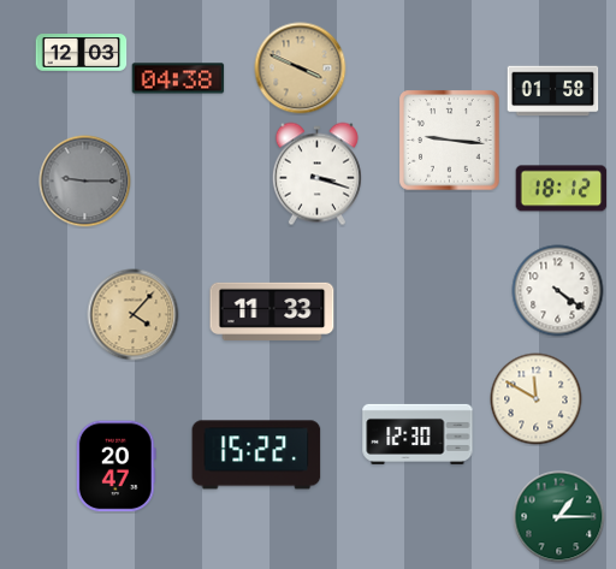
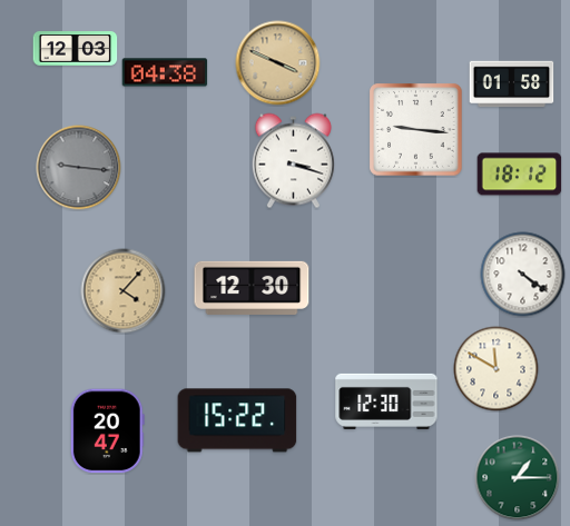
clock at (85, 182): 9:15 -> 9:16
clock at (558, 291) position: (558, 291) -> (523, 275)
clock at (272, 312): 11:33 -> 12:30
